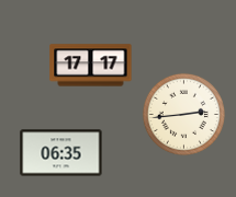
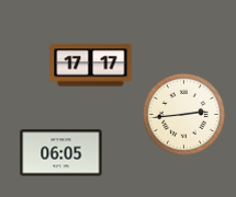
clock at (61, 153): 06:35 -> 06:05
